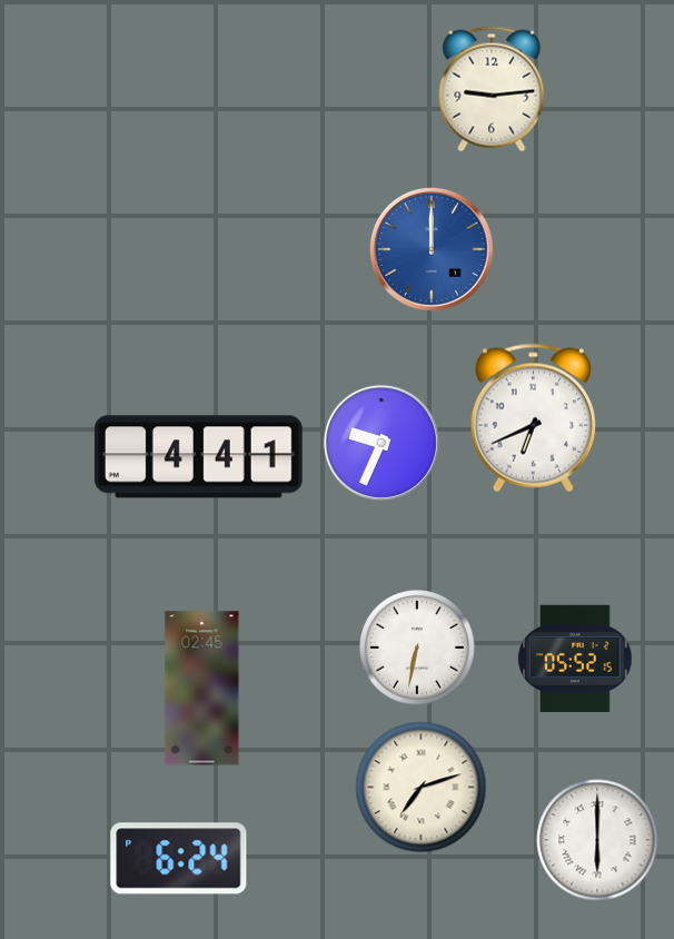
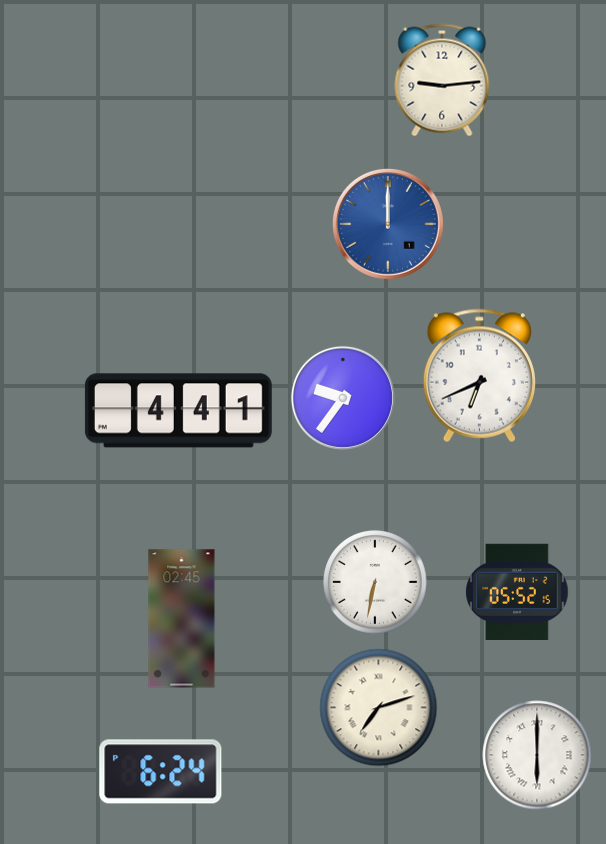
clock at (381, 443): 9:34 -> 9:36
